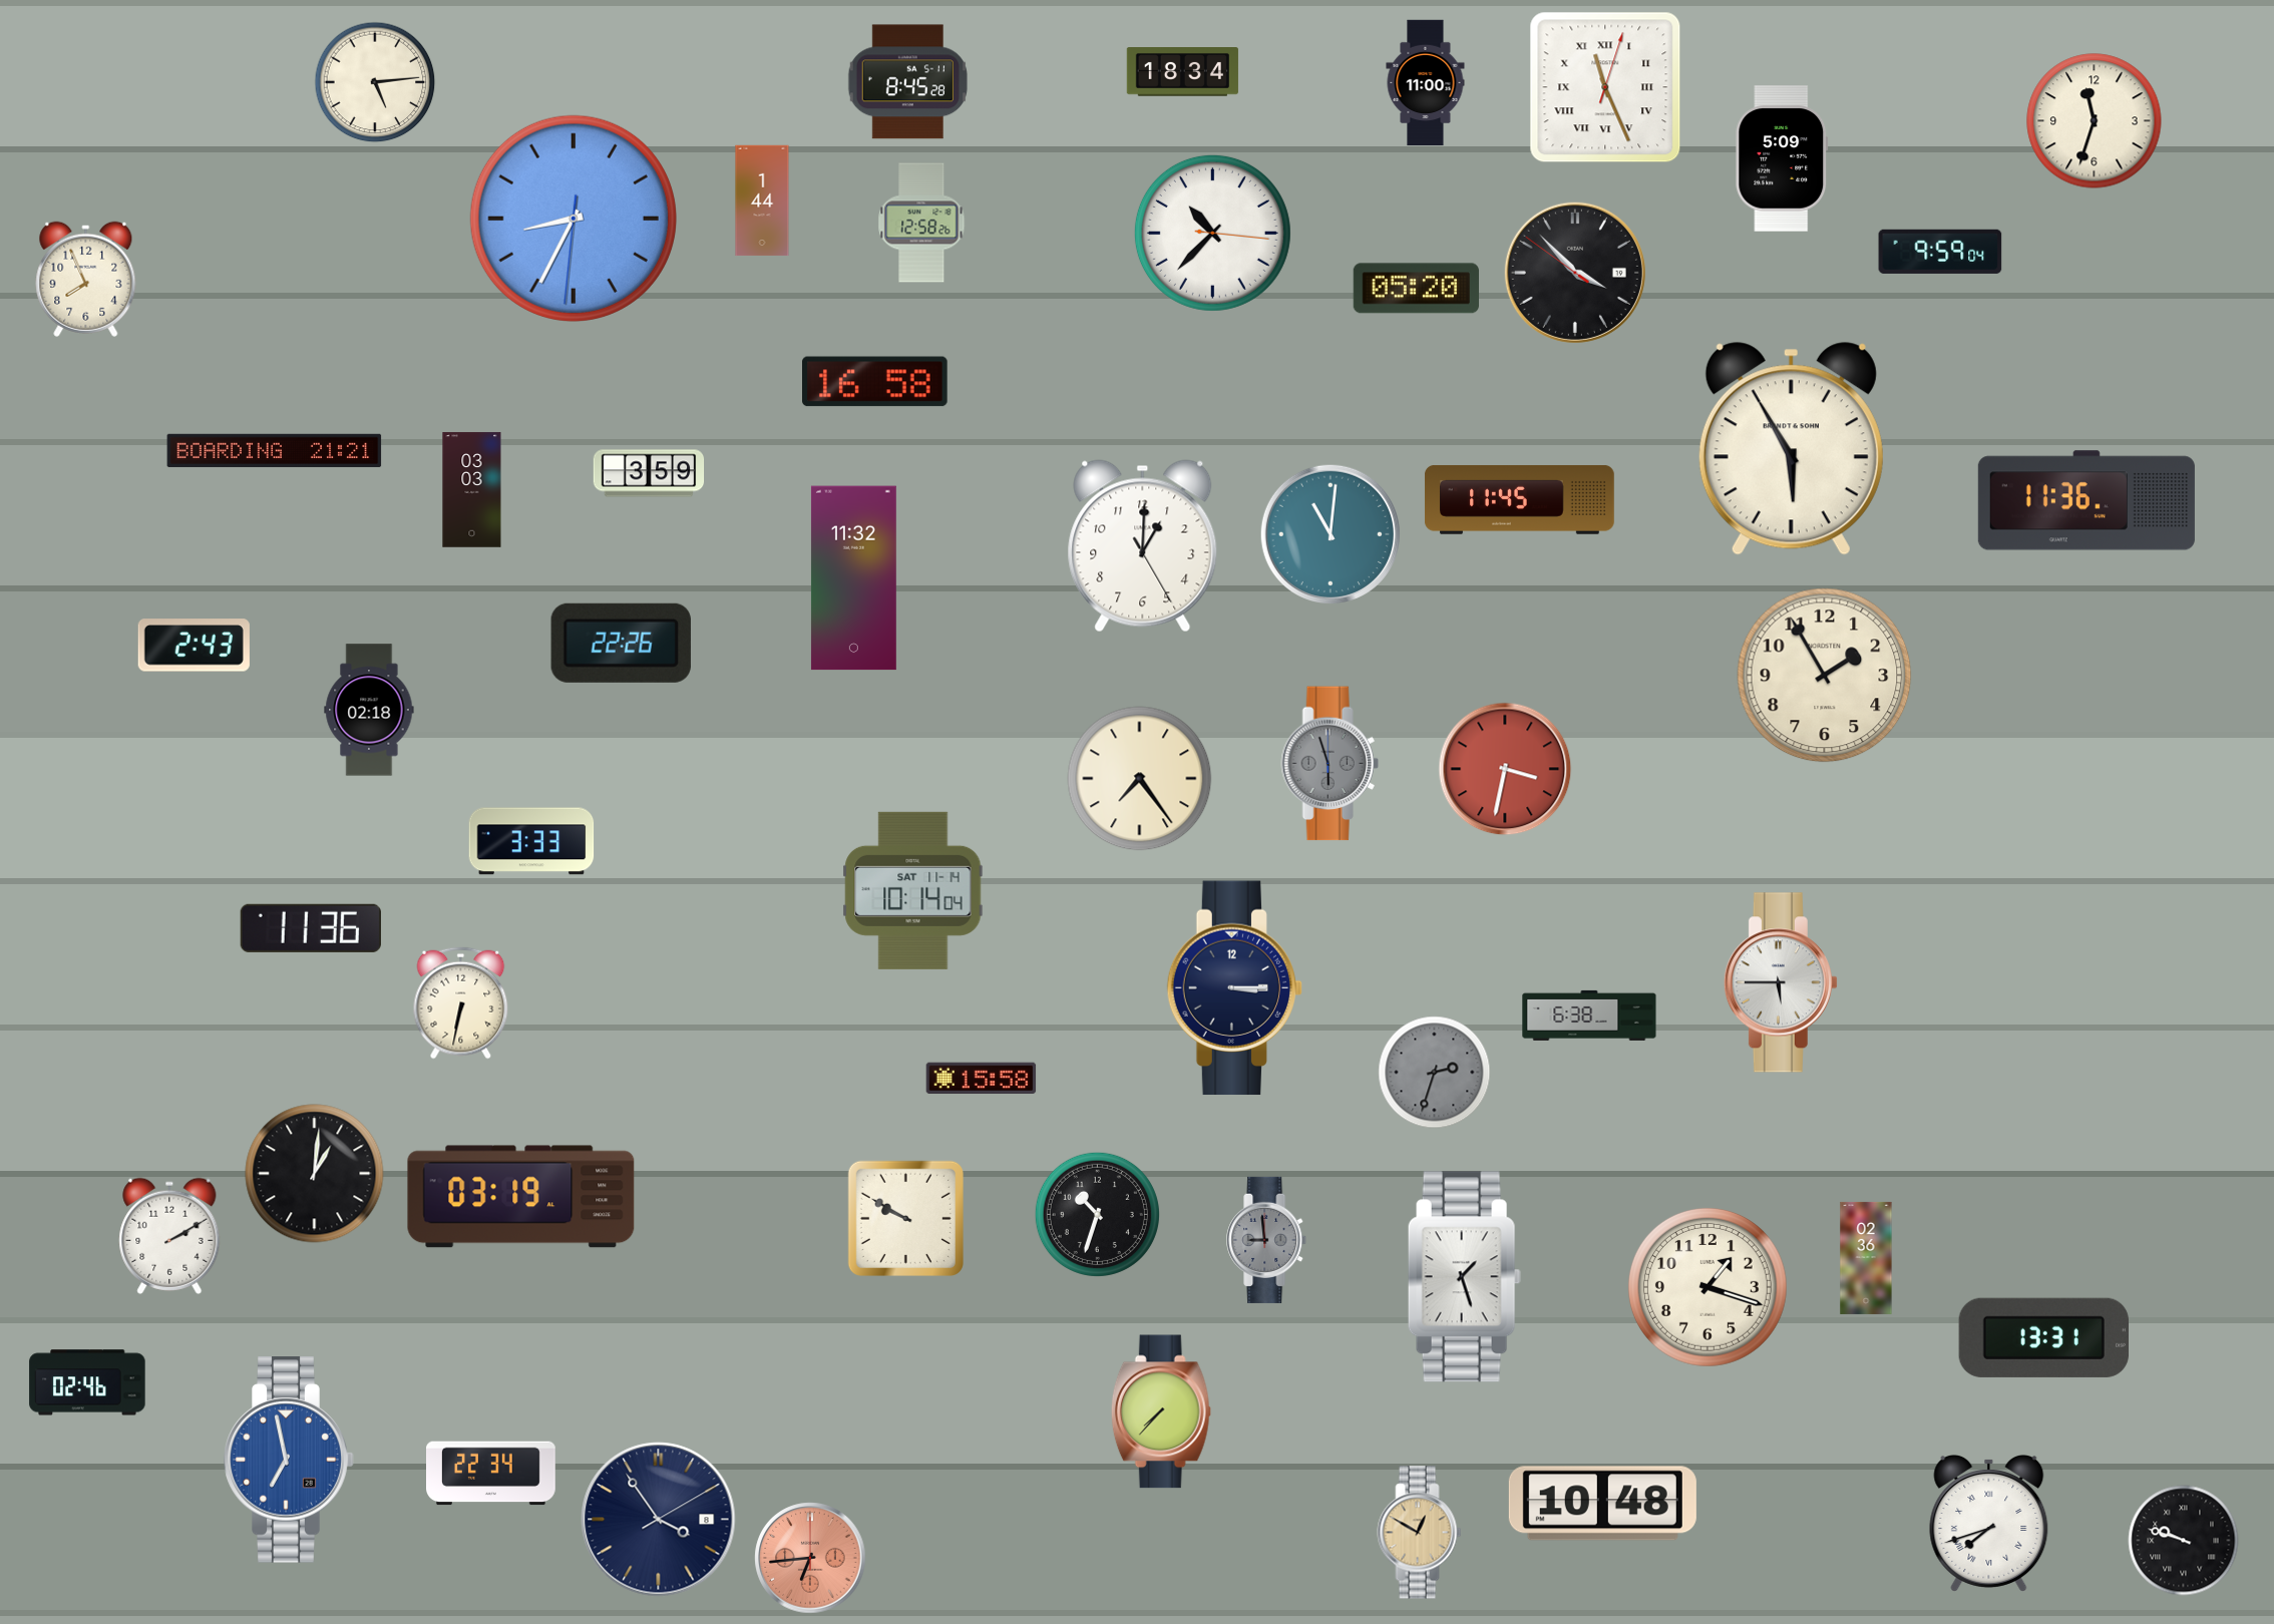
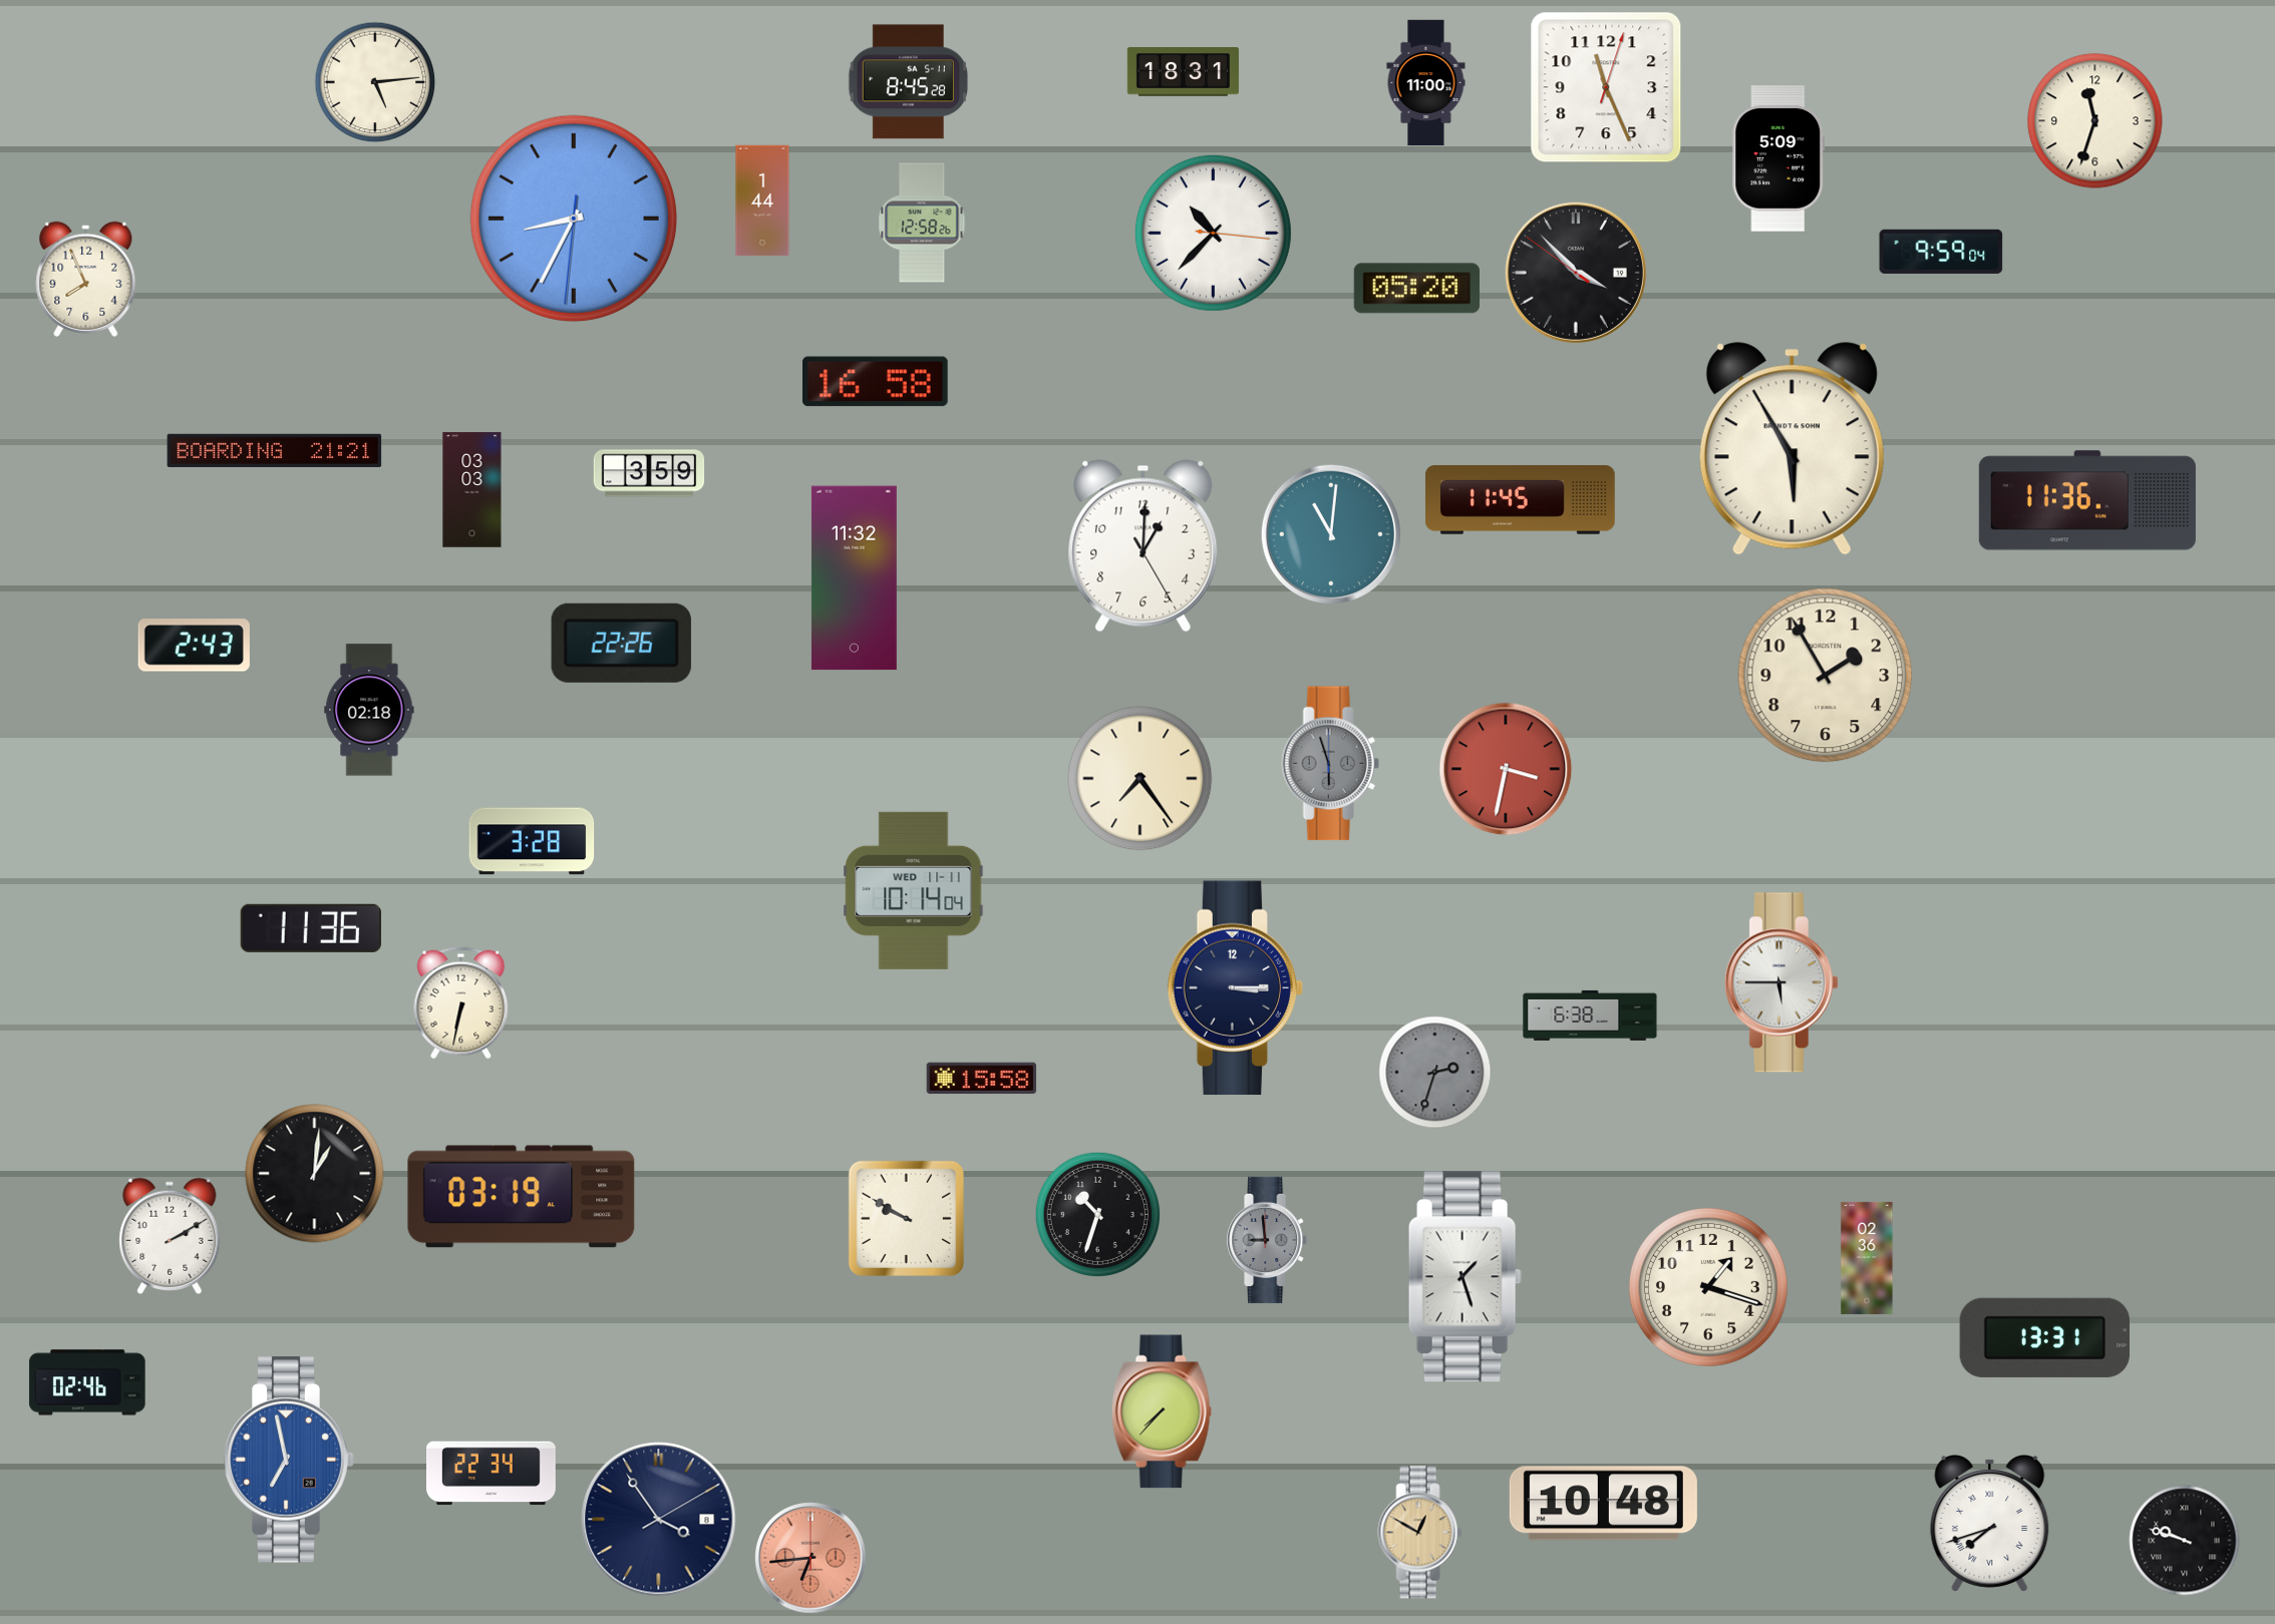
clock at (1182, 72): 18:34 -> 18:31
clock at (1605, 87) numerals: Roman -> Arabic
clock at (1782, 158) position: (1782, 158) -> (1778, 158)
clock at (531, 841): 3:33 -> 3:28
clock at (913, 890) date: SAT 11-14 -> WED 11-11
